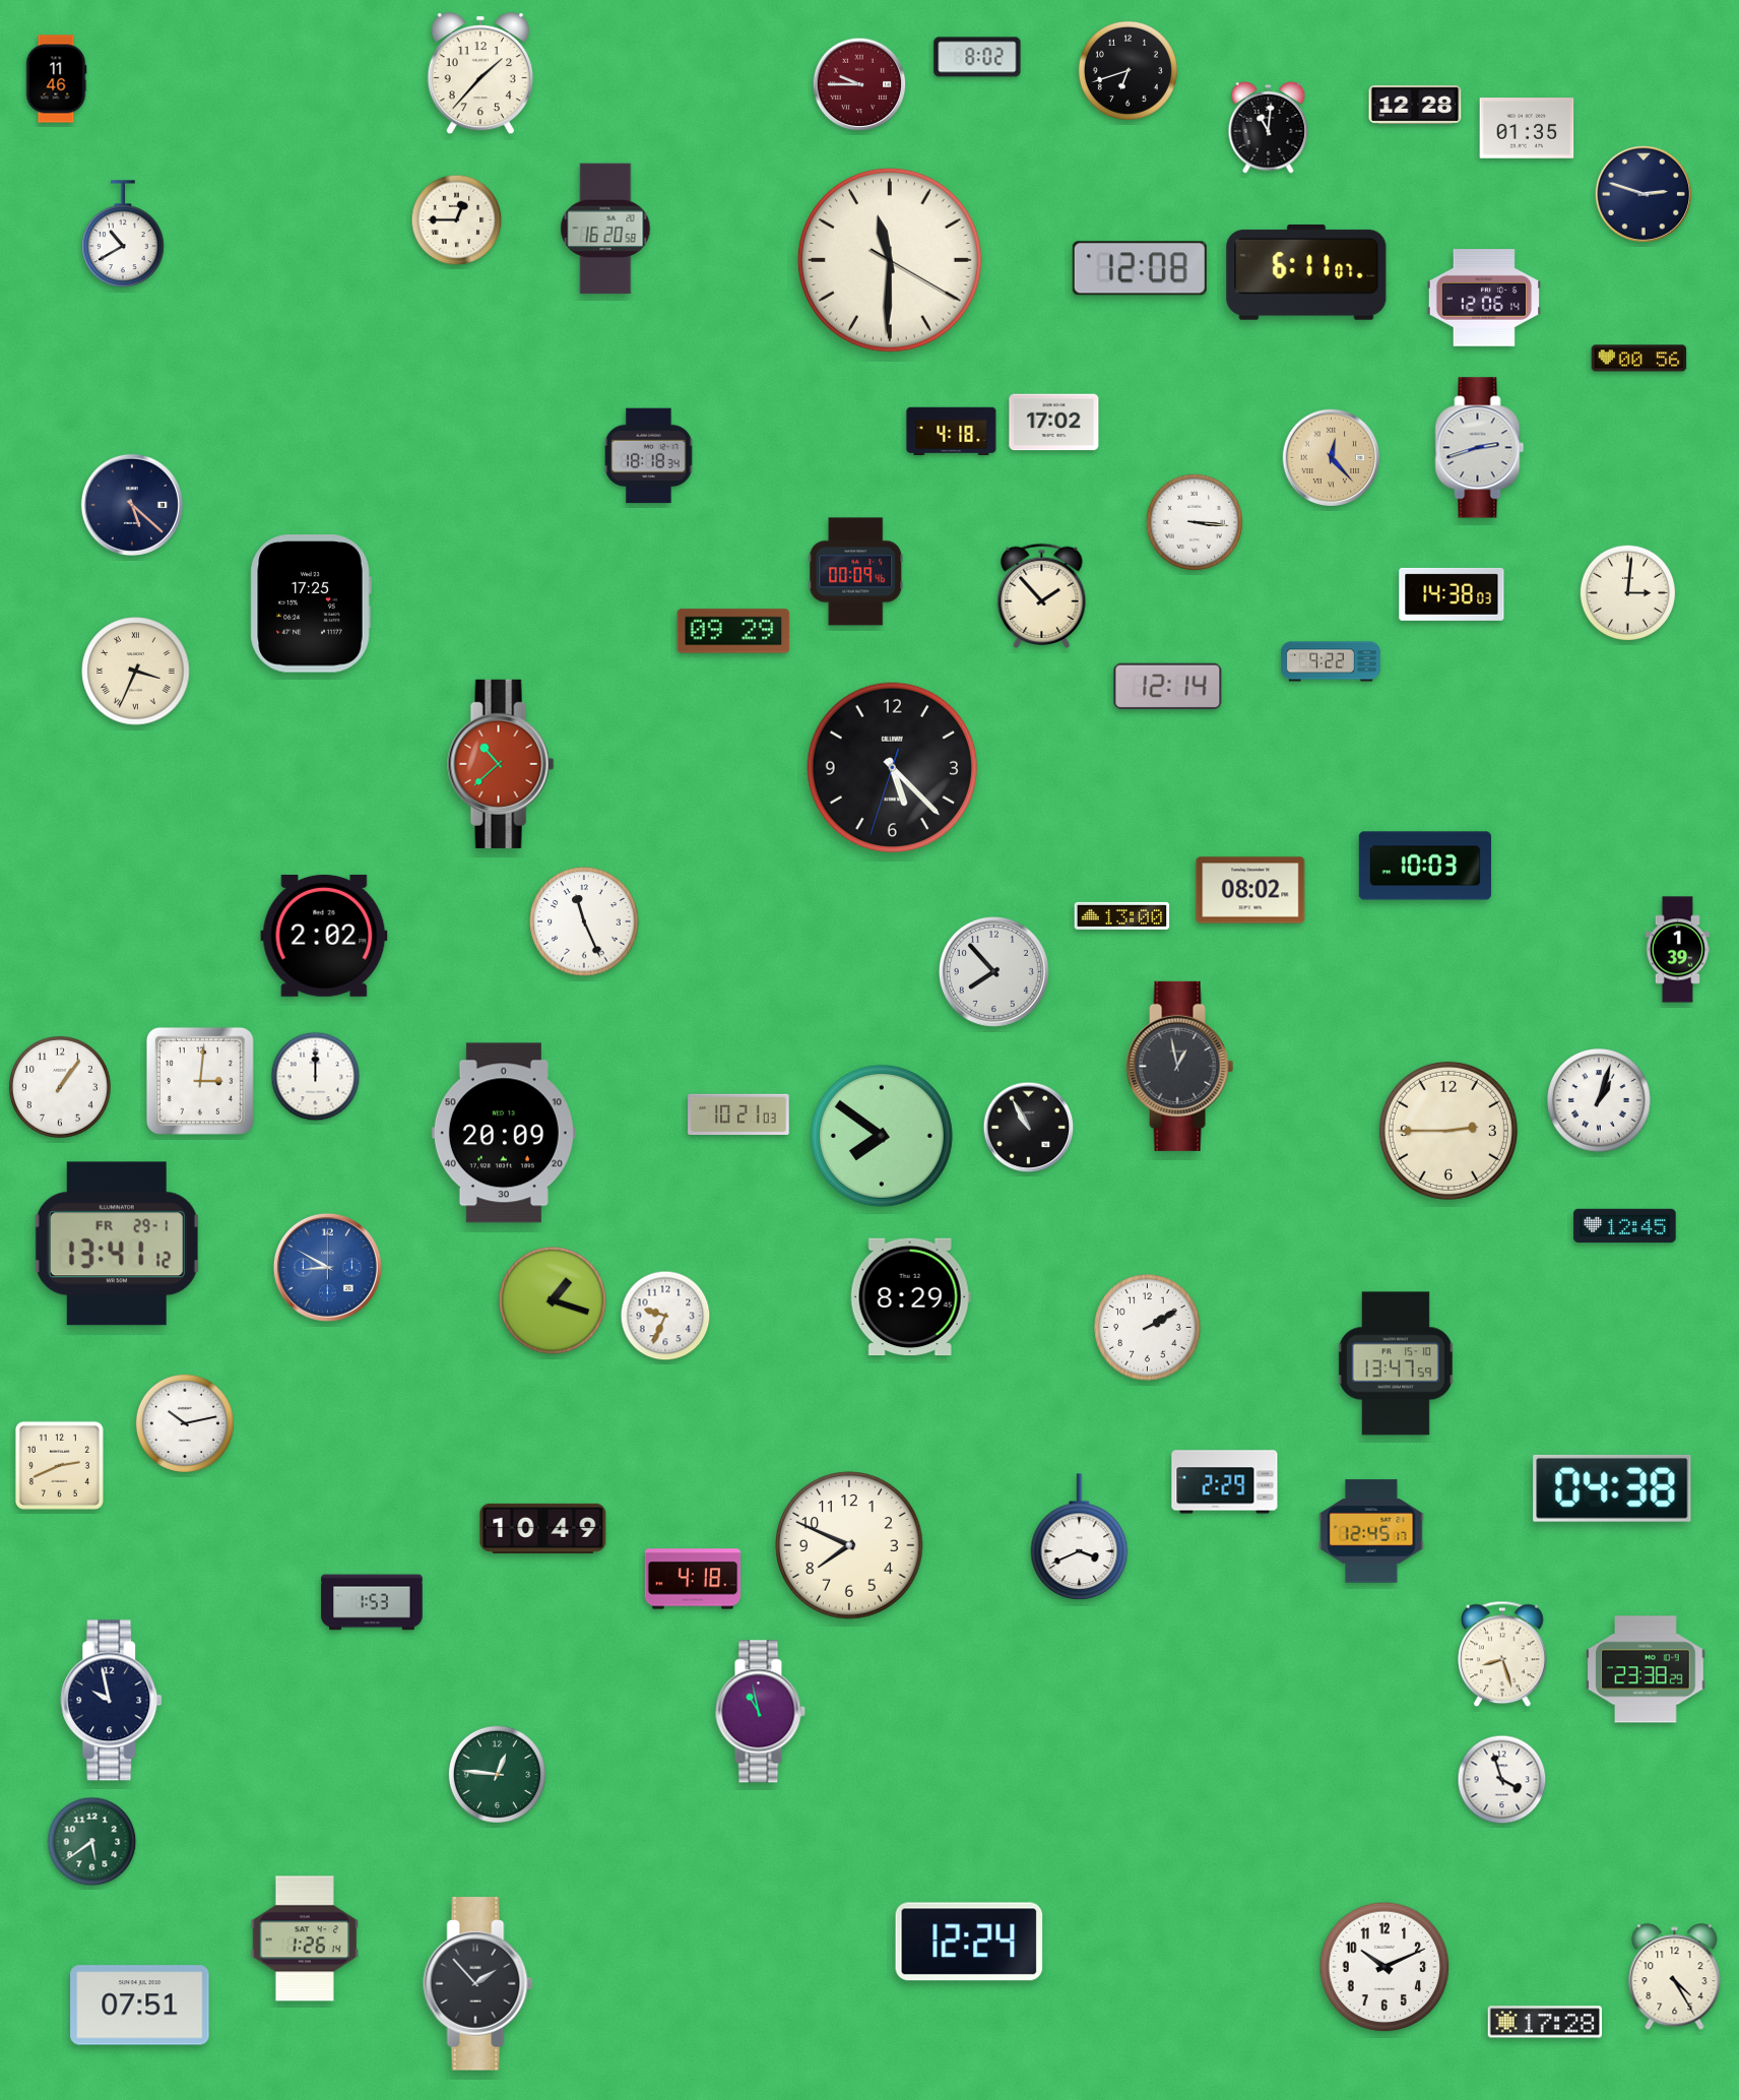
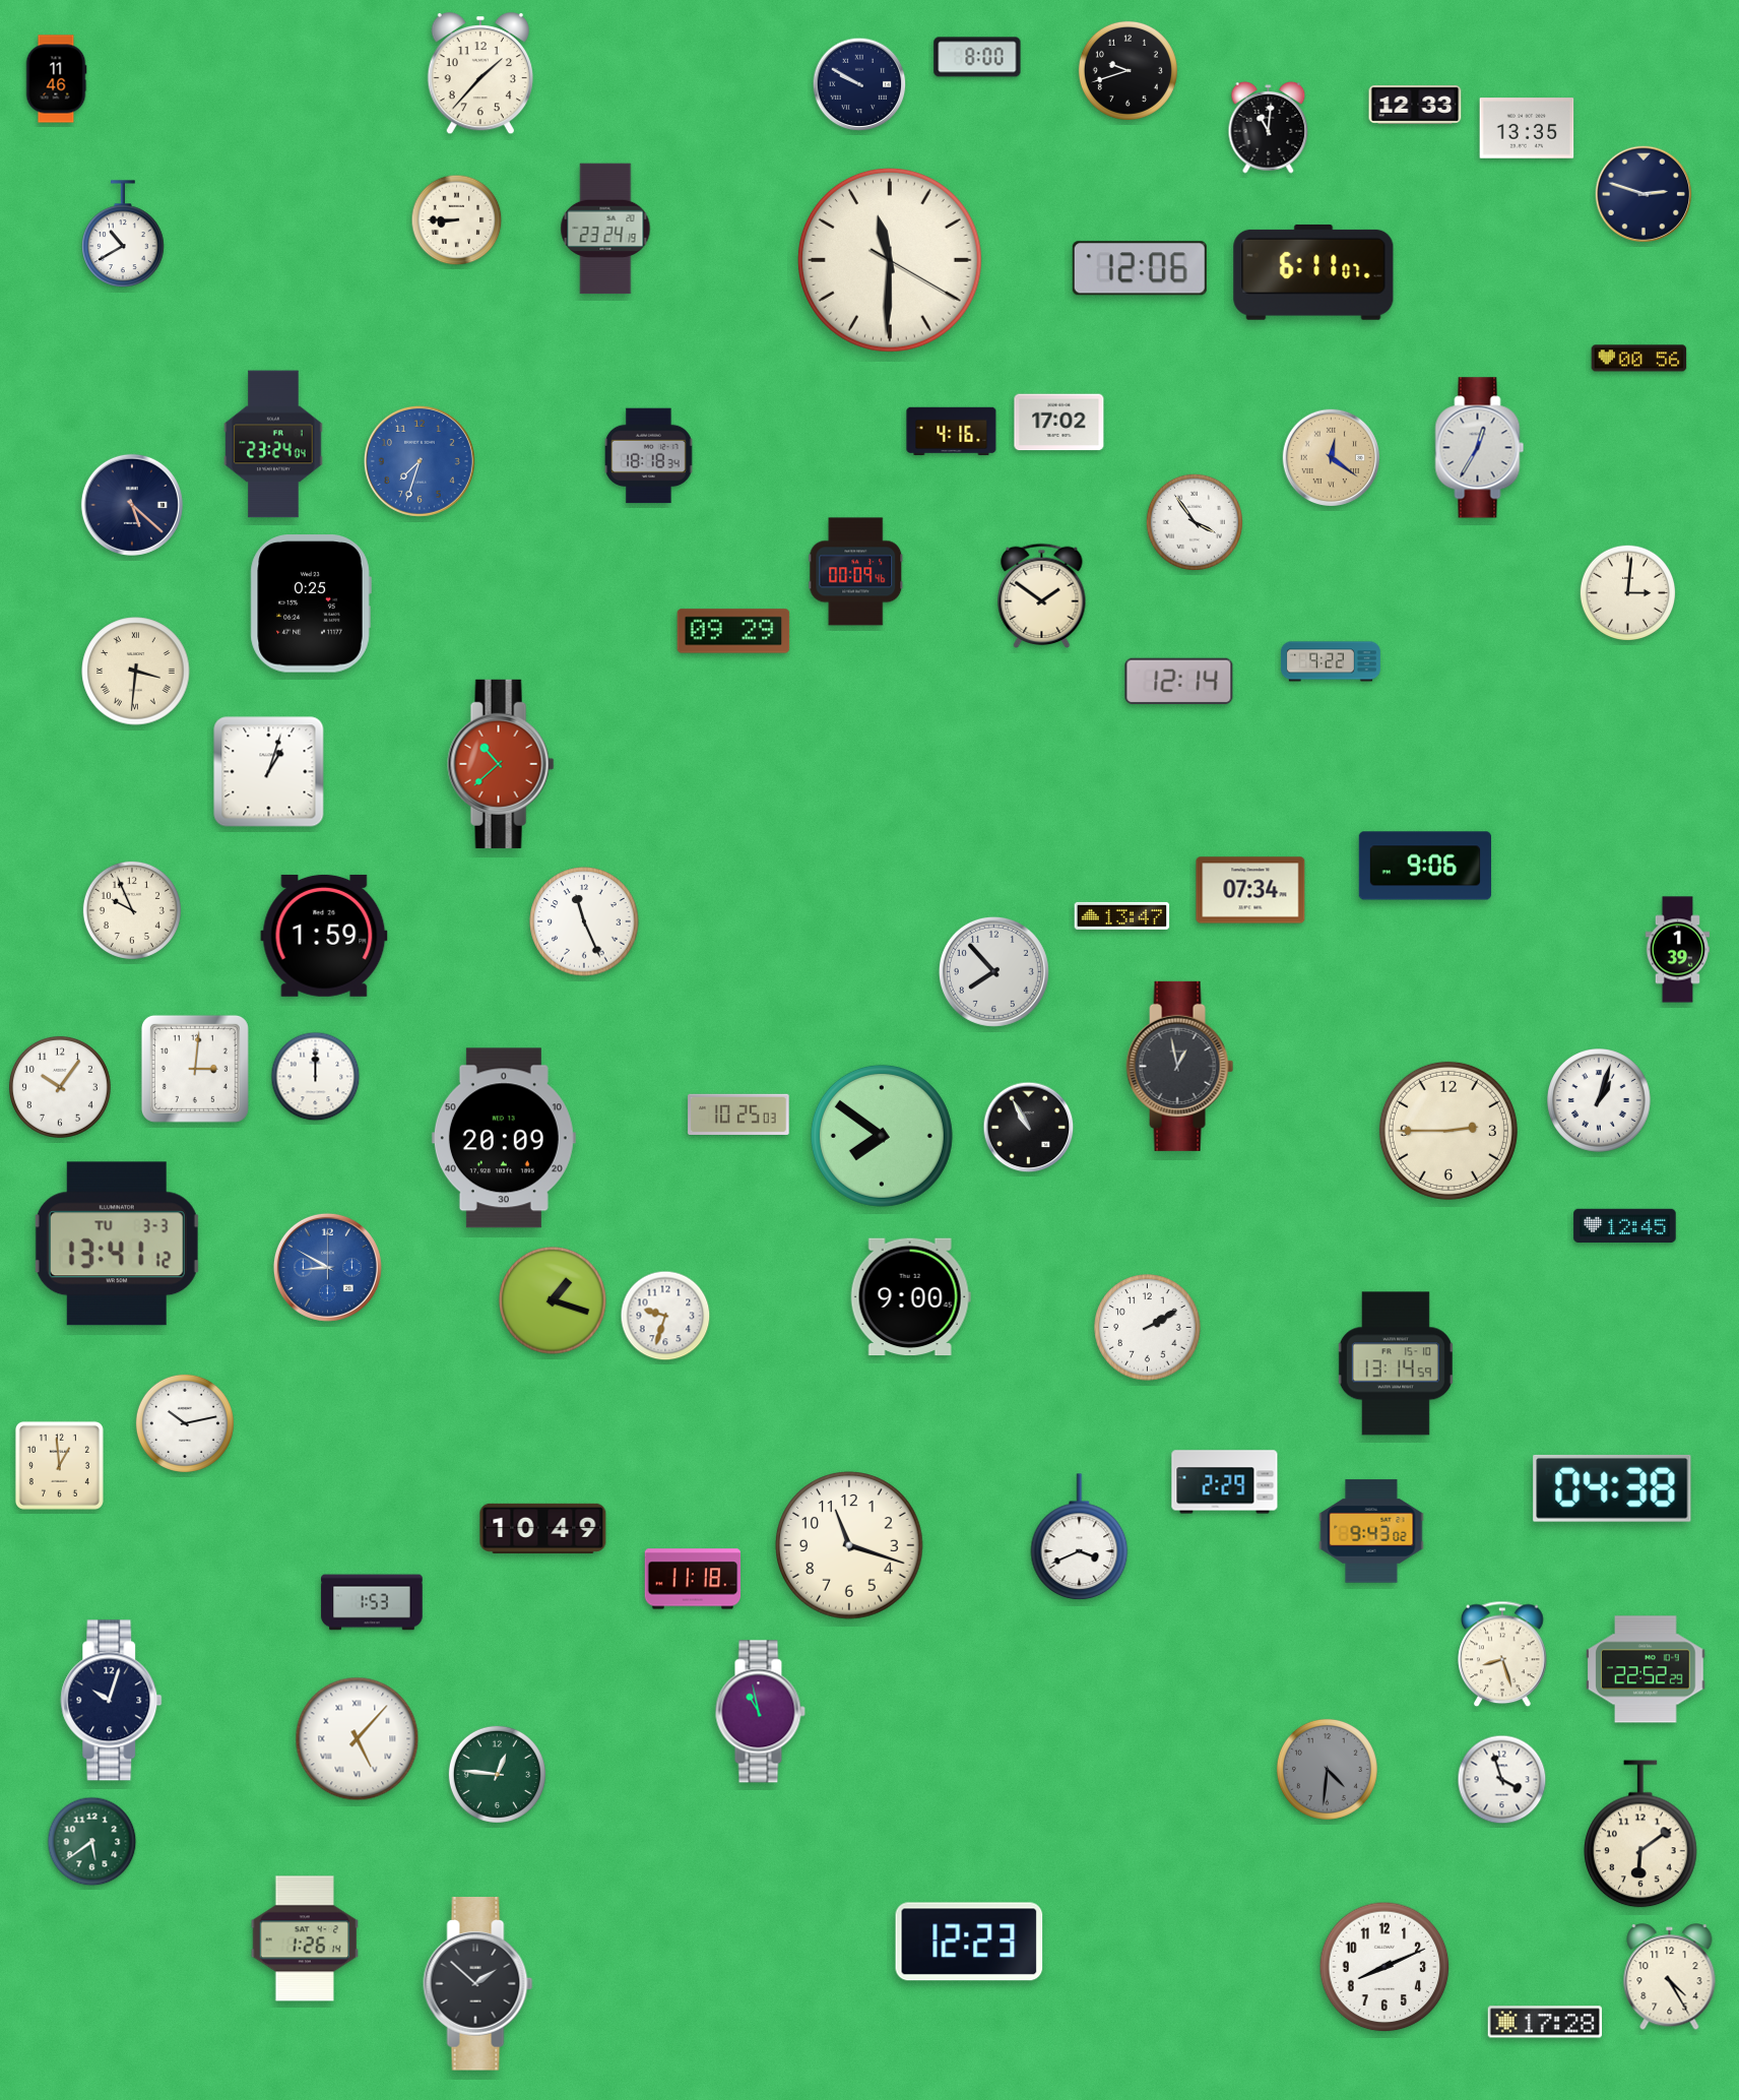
clock at (977, 57): 8:02 -> 8:00
clock at (1128, 70): 6:42 -> 9:42
clock at (859, 84): 9:45 -> 9:50
clock at (859, 84) dial: burgundy -> navy
clock at (1415, 105): 12:28 -> 12:33
clock at (1527, 128): 01:35 -> 13:35
clock at (457, 220): 12:45 -> 8:45
clock at (605, 229): 16:20 -> 23:24
clock at (1140, 268): 12:08 -> 12:06
clock at (1306, 272) position: (1306, 272) -> (1313, 272)
clock at (1483, 298): 12:06 -> none
clock at (1054, 423) position: (1054, 423) -> (1059, 423)
clock at (952, 431): 4:18 -> 4:16
clock at (273, 444): none -> 23:24
clock at (1480, 448): 2:42 -> 12:35
clock at (1332, 458): 12:23 -> 12:21
clock at (420, 461): none -> 7:33
clock at (1195, 522): 3:16 -> 3:54
clock at (1452, 594): 14:38 -> none
clock at (1042, 595): 1:53 -> 1:51
clock at (311, 603): 17:25 -> 0:25
clock at (136, 672): 3:34 -> 3:31
clock at (1168, 687) position: (1168, 687) -> (1179, 682)
clock at (893, 768): 5:22 -> none
clock at (269, 772): none -> 1:03
clock at (1424, 866): 10:03 -> 9:06
clock at (1250, 890): 08:02 -> 07:34
clock at (132, 910): none -> 9:56
clock at (1122, 915): 13:00 -> 13:47
clock at (324, 936): 2:02 -> 1:59
clock at (200, 1081) position: (200, 1081) -> (195, 1069)
clock at (60, 1087): 1:06 -> 10:06
clock at (738, 1113): 10:21 -> 10:25
clock at (504, 1133) position: (504, 1133) -> (504, 1138)
clock at (117, 1244) date: FR 29-1 -> TU 3-3
clock at (910, 1297): 8:29 -> 9:00
clock at (665, 1316): 9:34 -> 9:33
clock at (1396, 1363): 13:47 -> 13:14
clock at (59, 1465): 2:41 -> 12:59
clock at (1371, 1531): 12:45 -> 9:43
clock at (849, 1545): 7:49 -> 11:18
clock at (693, 1579): 4:18 -> 11:18
clock at (1646, 1669): 23:38 -> 22:52
clock at (112, 1701): 9:58 -> 10:03
clock at (358, 1739): none -> 5:07
clock at (1327, 1769): none -> 4:31
clock at (1641, 1834): none -> 6:09
clock at (969, 1942): 12:24 -> 12:23
clock at (1384, 1967): 10:11 -> 8:11
clock at (1675, 1977) position: (1675, 1977) -> (1670, 1977)
clock at (478, 1984): 1:53 -> 1:52
clock at (140, 2006): 07:51 -> none
